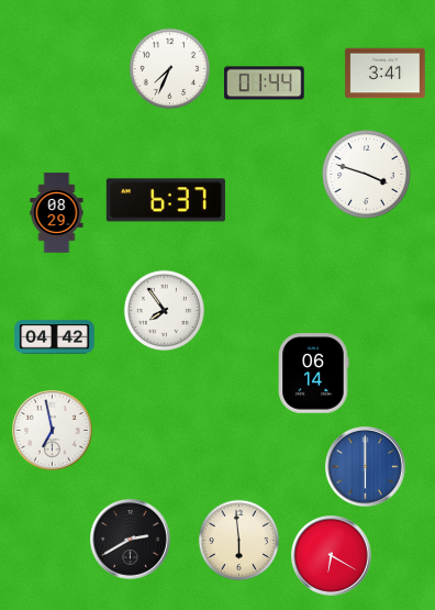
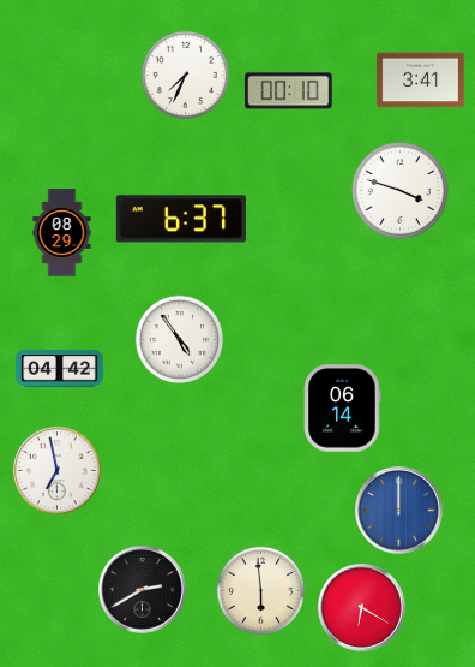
clock at (265, 84): 01:44 -> 00:10
clock at (165, 311): 7:54 -> 4:54
clock at (366, 467): 6:00 -> 12:00
